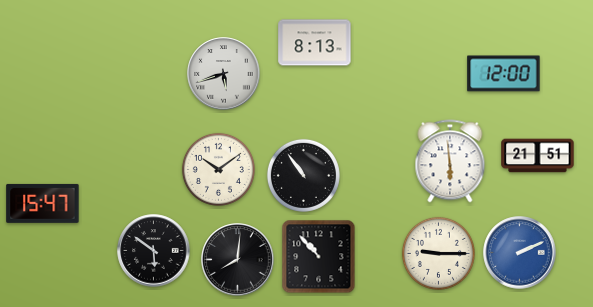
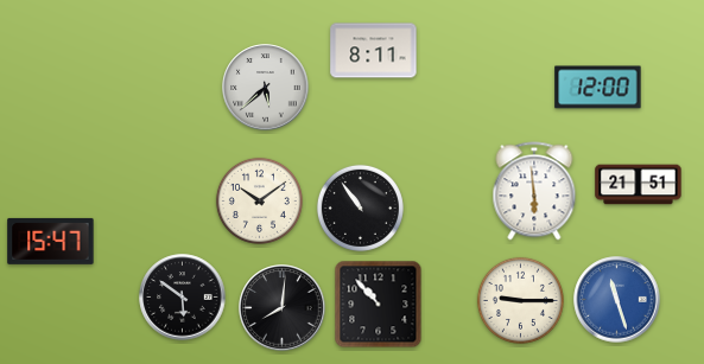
clock at (315, 43): 8:13 -> 8:11
clock at (224, 74): 5:42 -> 5:38
clock at (520, 253): 2:11 -> 11:27
